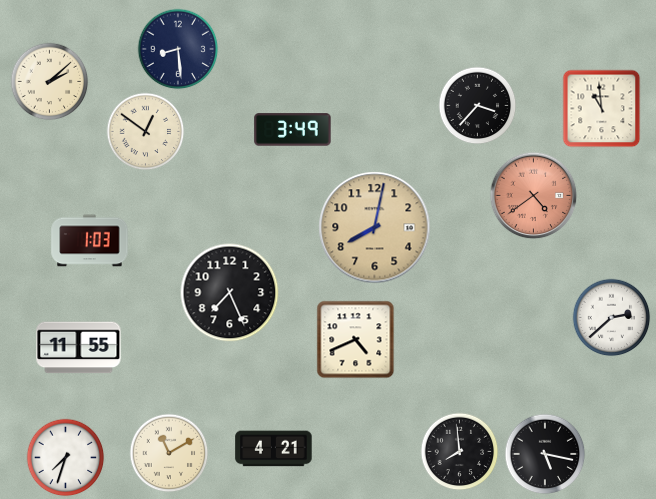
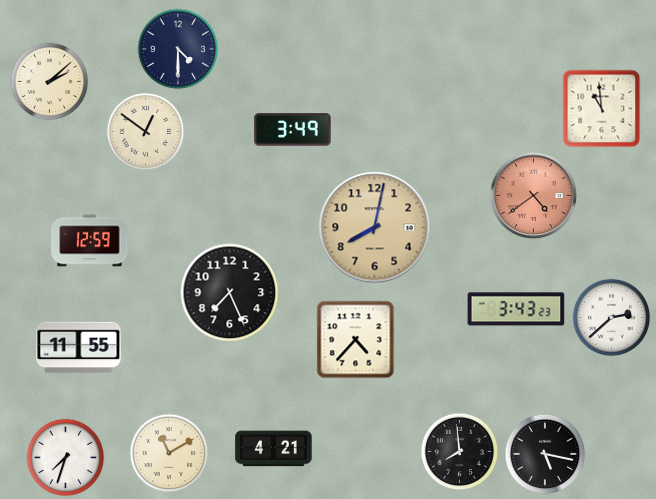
clock at (178, 49): 8:29 -> 4:30
clock at (477, 105): 3:37 -> none
clock at (90, 241): 1:03 -> 12:59
clock at (516, 309): none -> 3:43
clock at (355, 339): 4:41 -> 4:37
